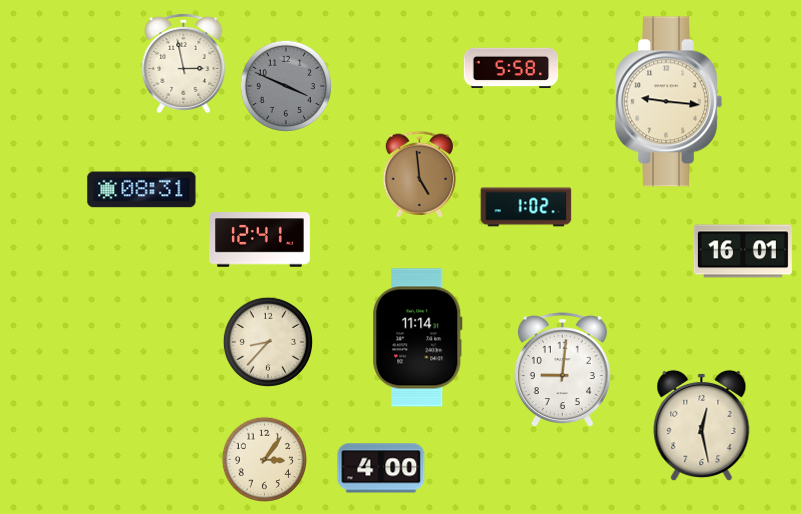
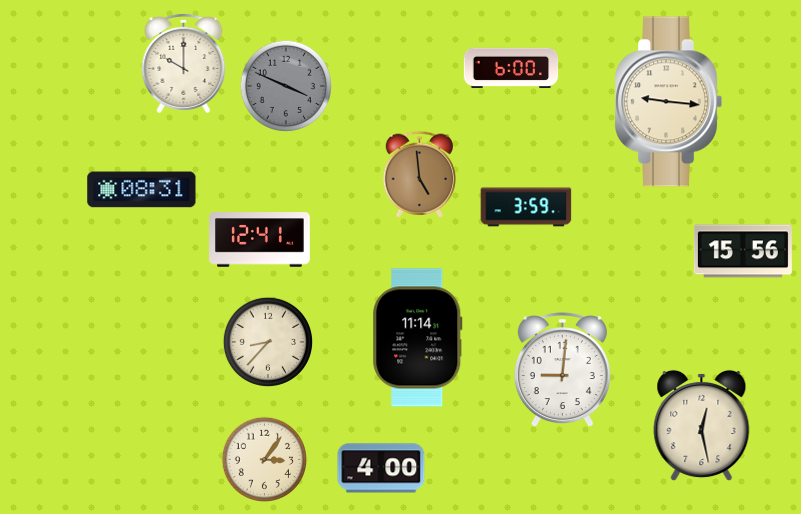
clock at (184, 63): 2:58 -> 10:00
clock at (511, 68): 5:58 -> 6:00
clock at (526, 207): 1:02 -> 3:59
clock at (743, 251): 16:01 -> 15:56
